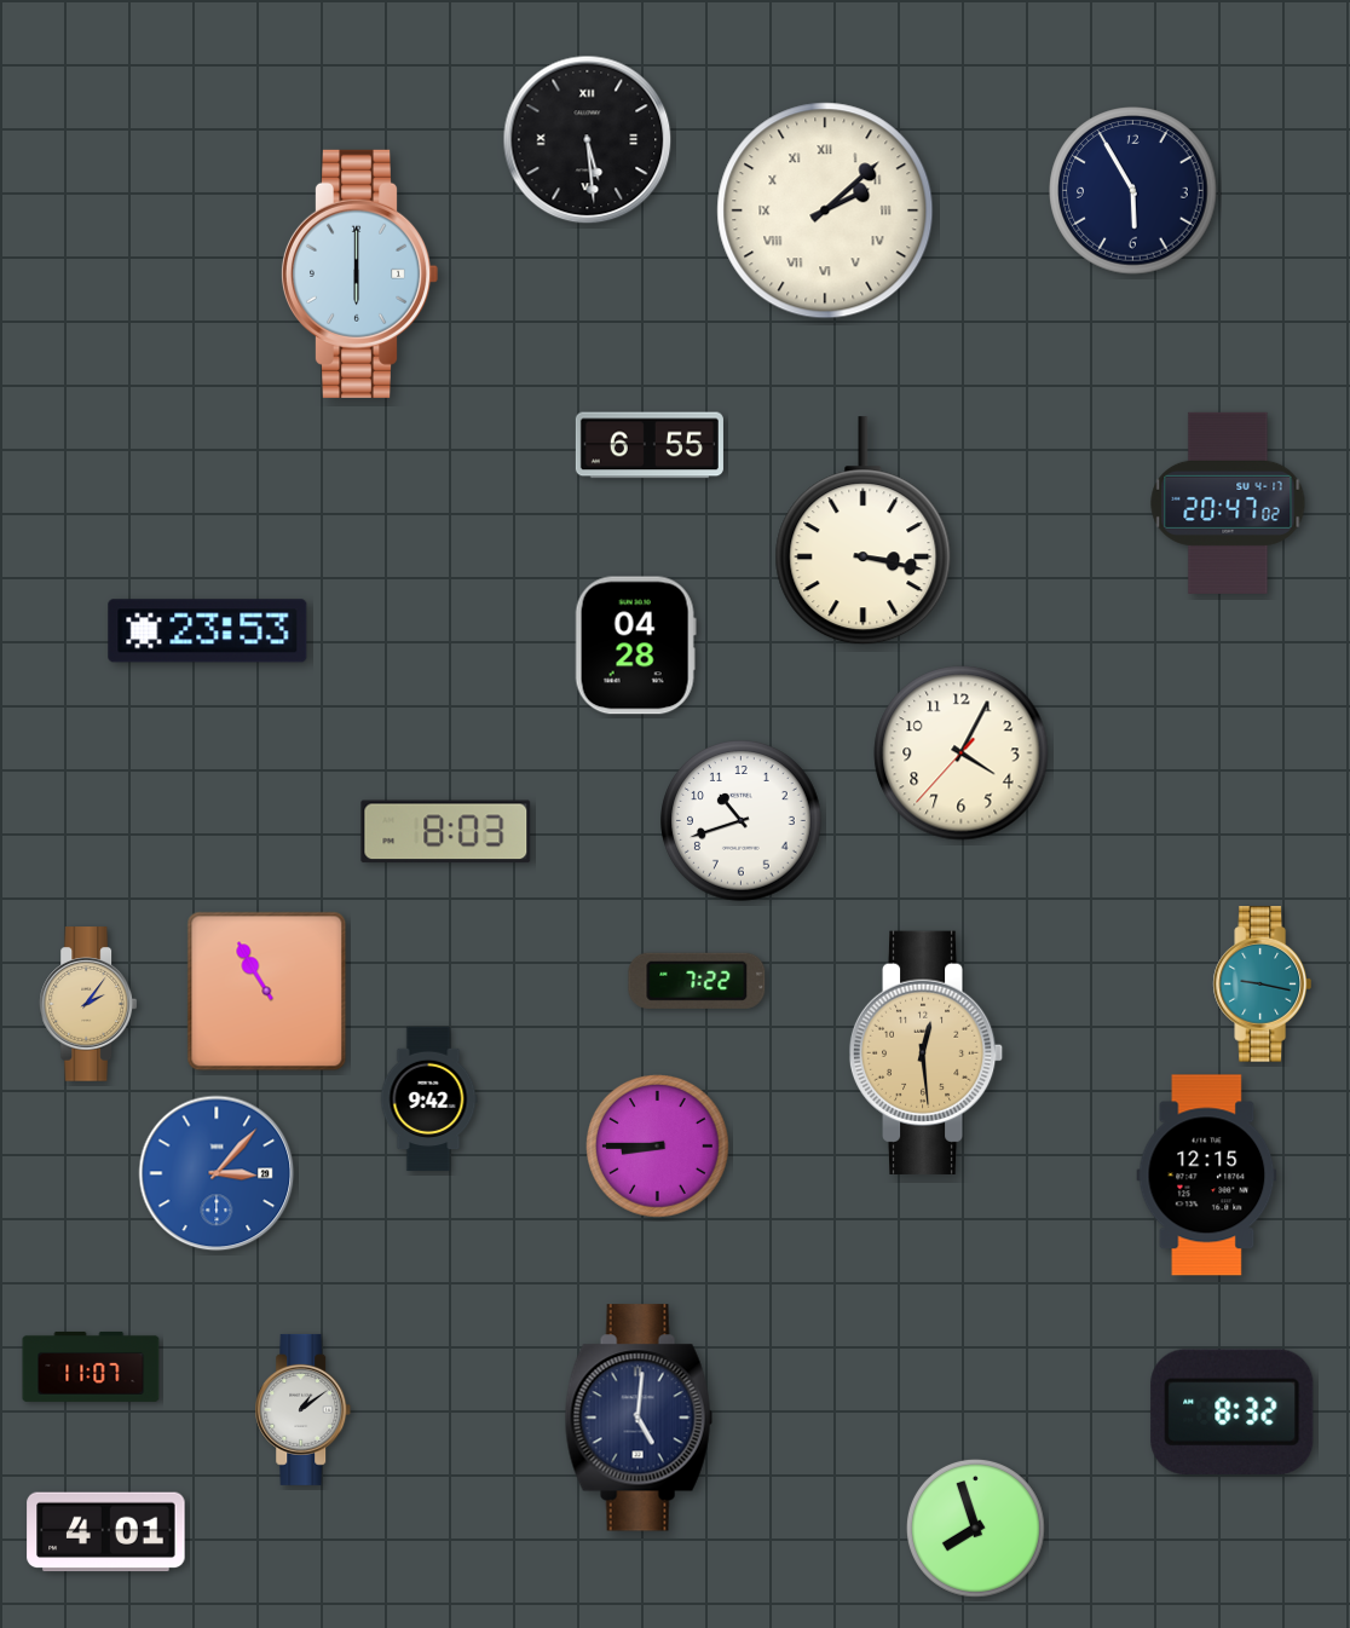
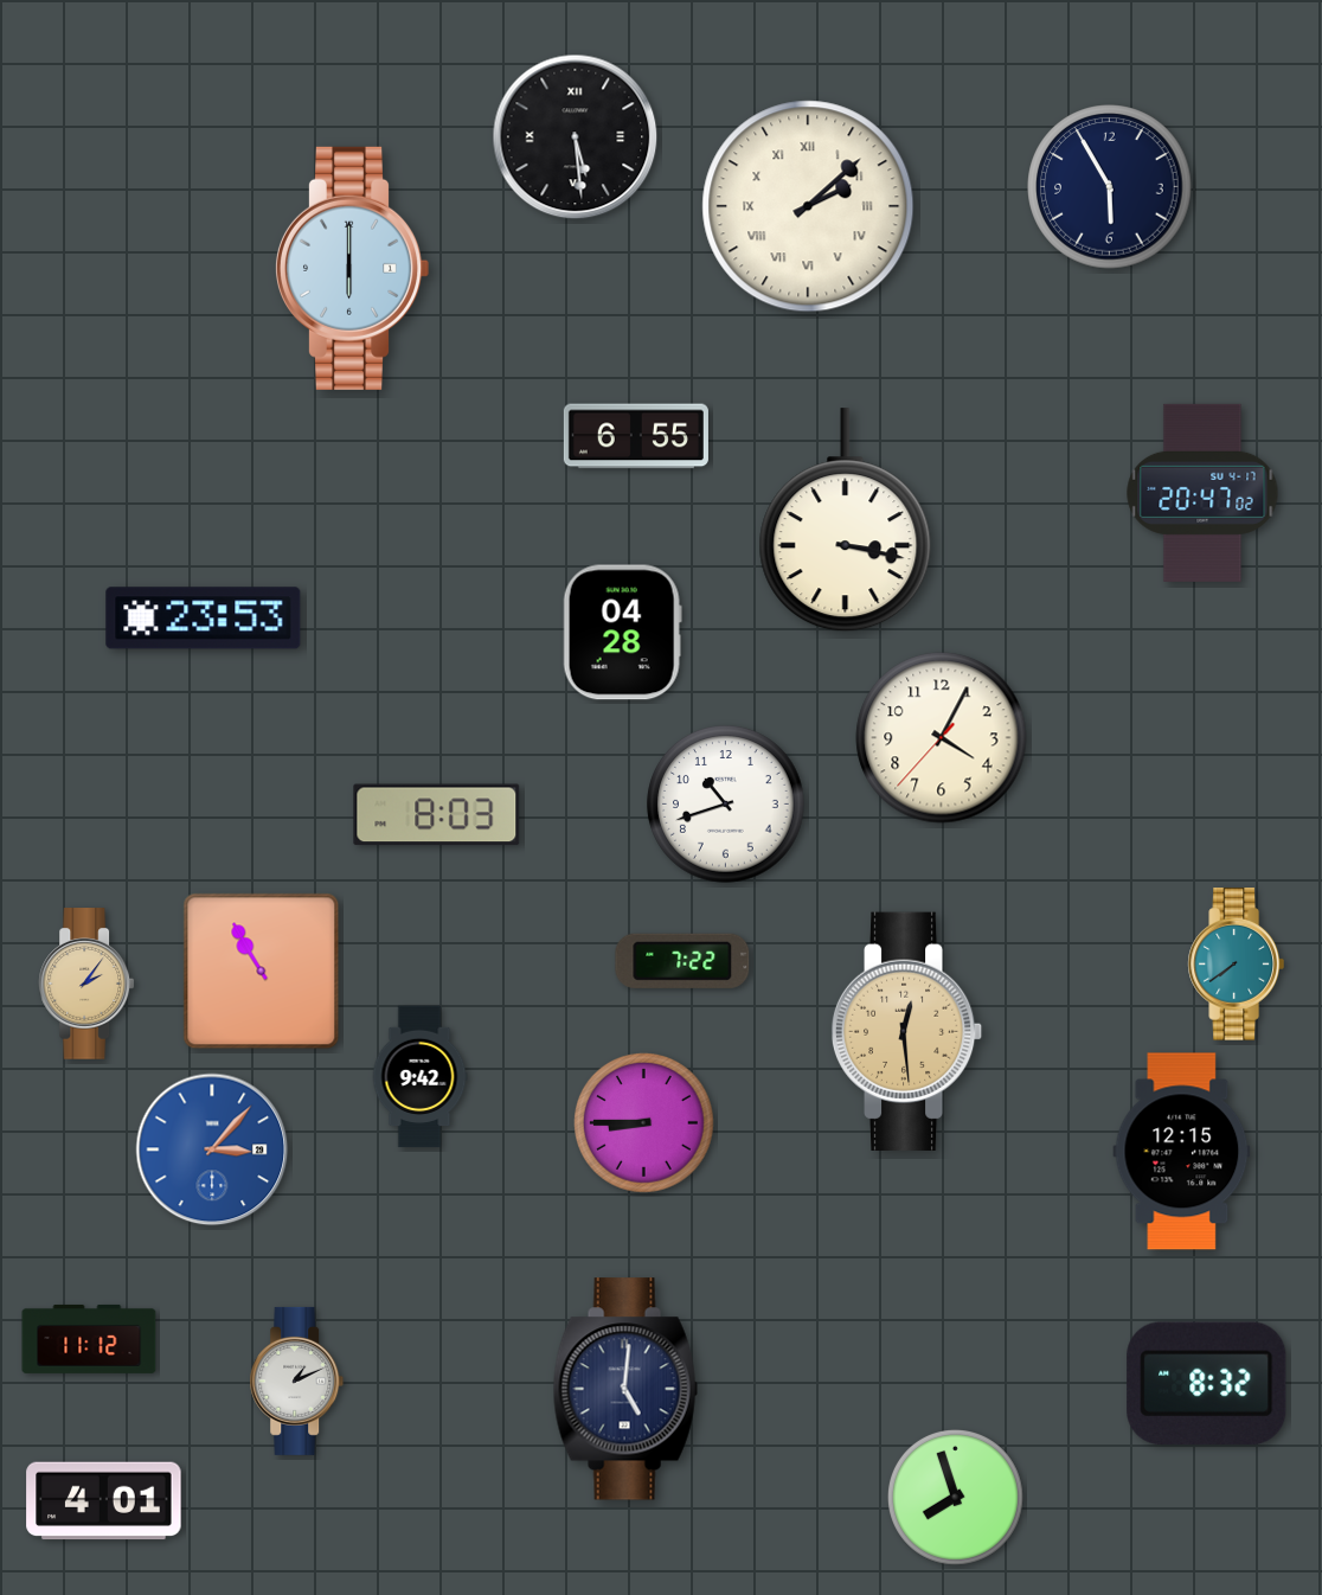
clock at (1262, 985): 9:17 -> 7:39
clock at (91, 1367): 11:07 -> 11:12
clock at (304, 1409): 1:09 -> 1:11
